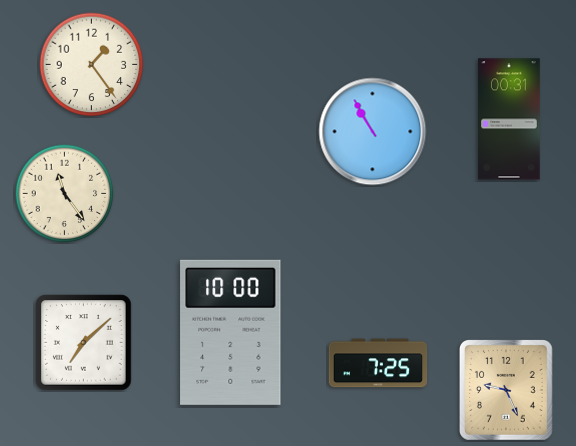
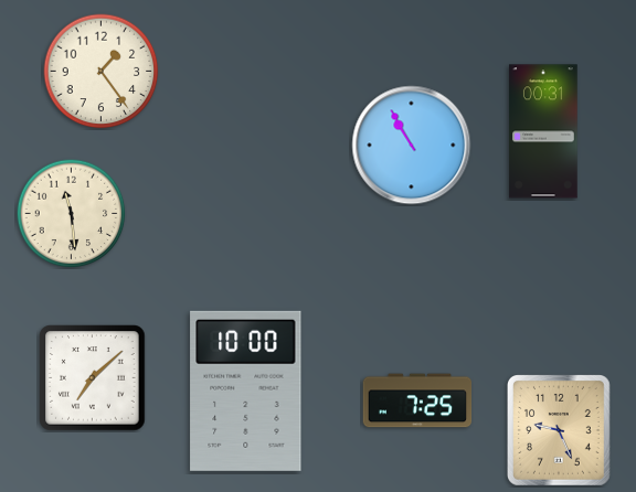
clock at (509, 119) position: (509, 119) -> (543, 131)
clock at (65, 194): 11:24 -> 11:29
clock at (231, 332) position: (231, 332) -> (246, 391)
